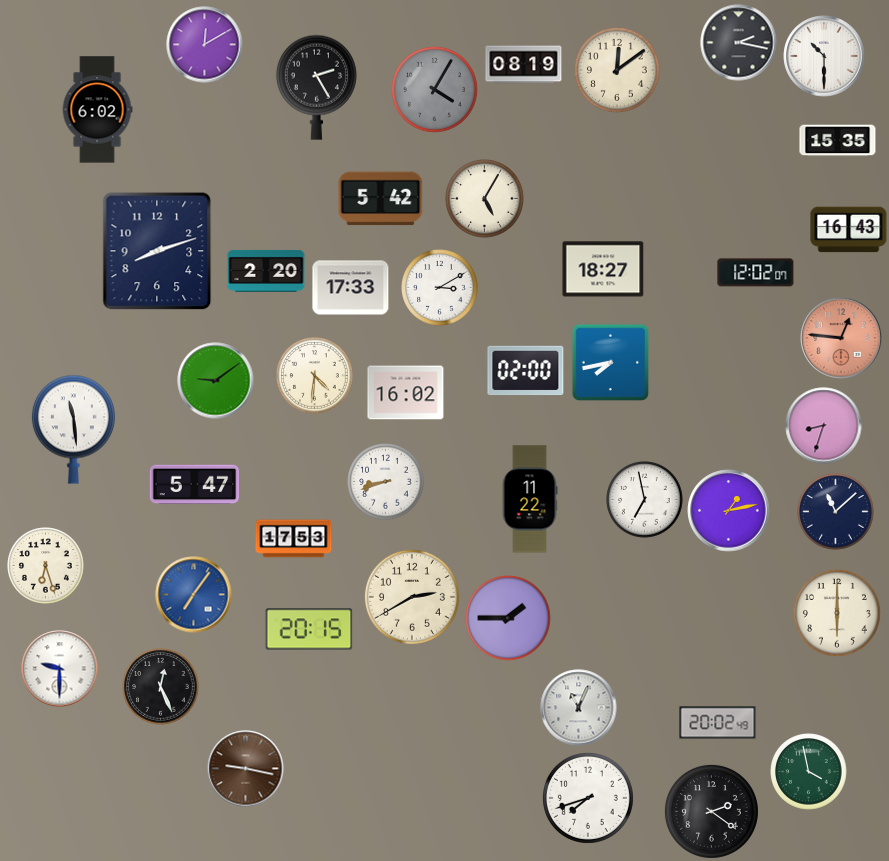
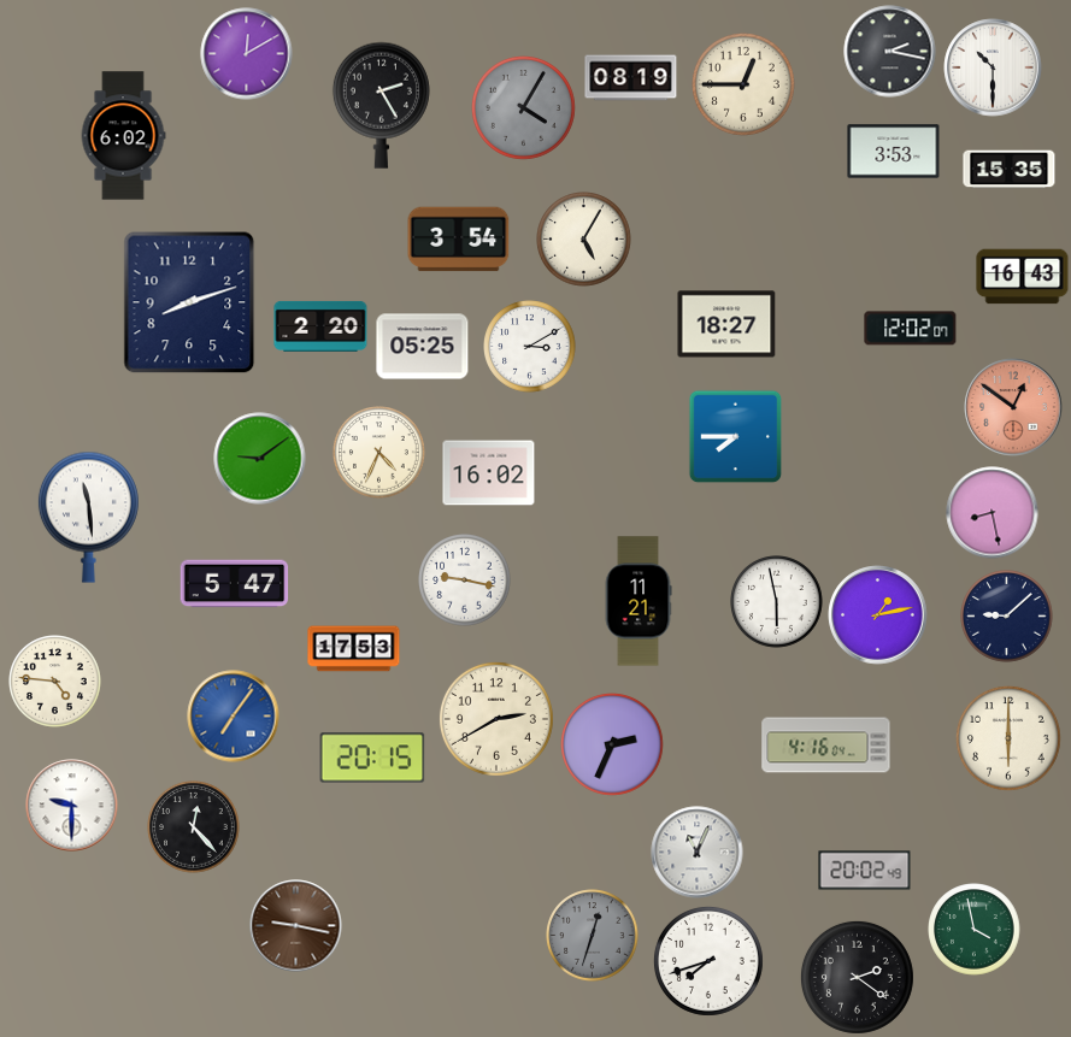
clock at (618, 71): 12:09 -> 12:45
clock at (97, 110) position: (97, 110) -> (123, 136)
clock at (894, 152): none -> 3:53
clock at (381, 199): 5:42 -> 3:54
clock at (351, 288): 17:33 -> 05:25
clock at (841, 338): 12:46 -> 12:51
clock at (610, 362): 7:43 -> 7:45
clock at (526, 371): 02:00 -> none
clock at (315, 376): 4:31 -> 4:34
clock at (824, 426): 8:33 -> 8:28
clock at (386, 482): 8:42 -> 9:17
clock at (530, 499): 11:22 -> 11:21
clock at (645, 500): 6:58 -> 5:58
clock at (836, 512): 11:08 -> 9:08
clock at (46, 566): 6:27 -> 4:46
clock at (509, 619): 1:45 -> 2:34
clock at (826, 746): none -> 4:16
clock at (161, 687): 12:26 -> 12:23
clock at (593, 936): none -> 12:33
